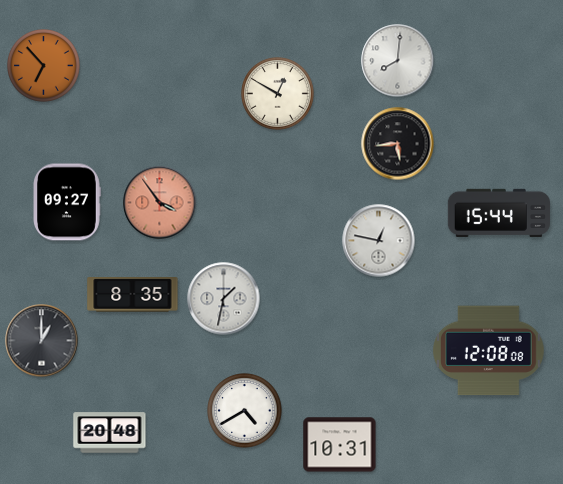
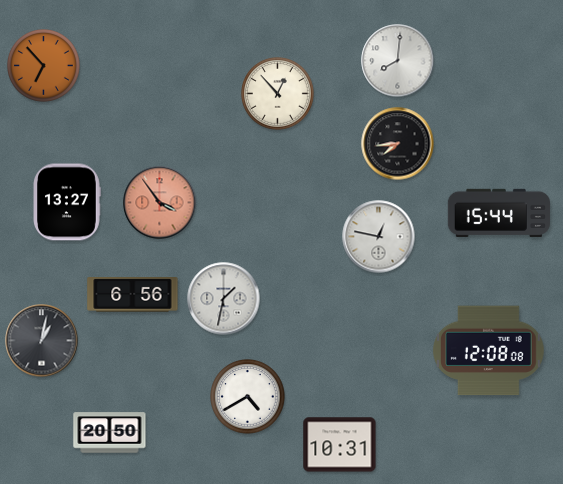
clock at (278, 94): 12:50 -> 12:53
clock at (398, 144): 5:44 -> 7:44
clock at (67, 202): 09:27 -> 13:27
clock at (379, 241) position: (379, 241) -> (379, 237)
clock at (133, 295): 8:35 -> 6:56
clock at (42, 341): 1:00 -> 1:02
clock at (245, 411) position: (245, 411) -> (248, 397)
clock at (110, 433): 20:48 -> 20:50
